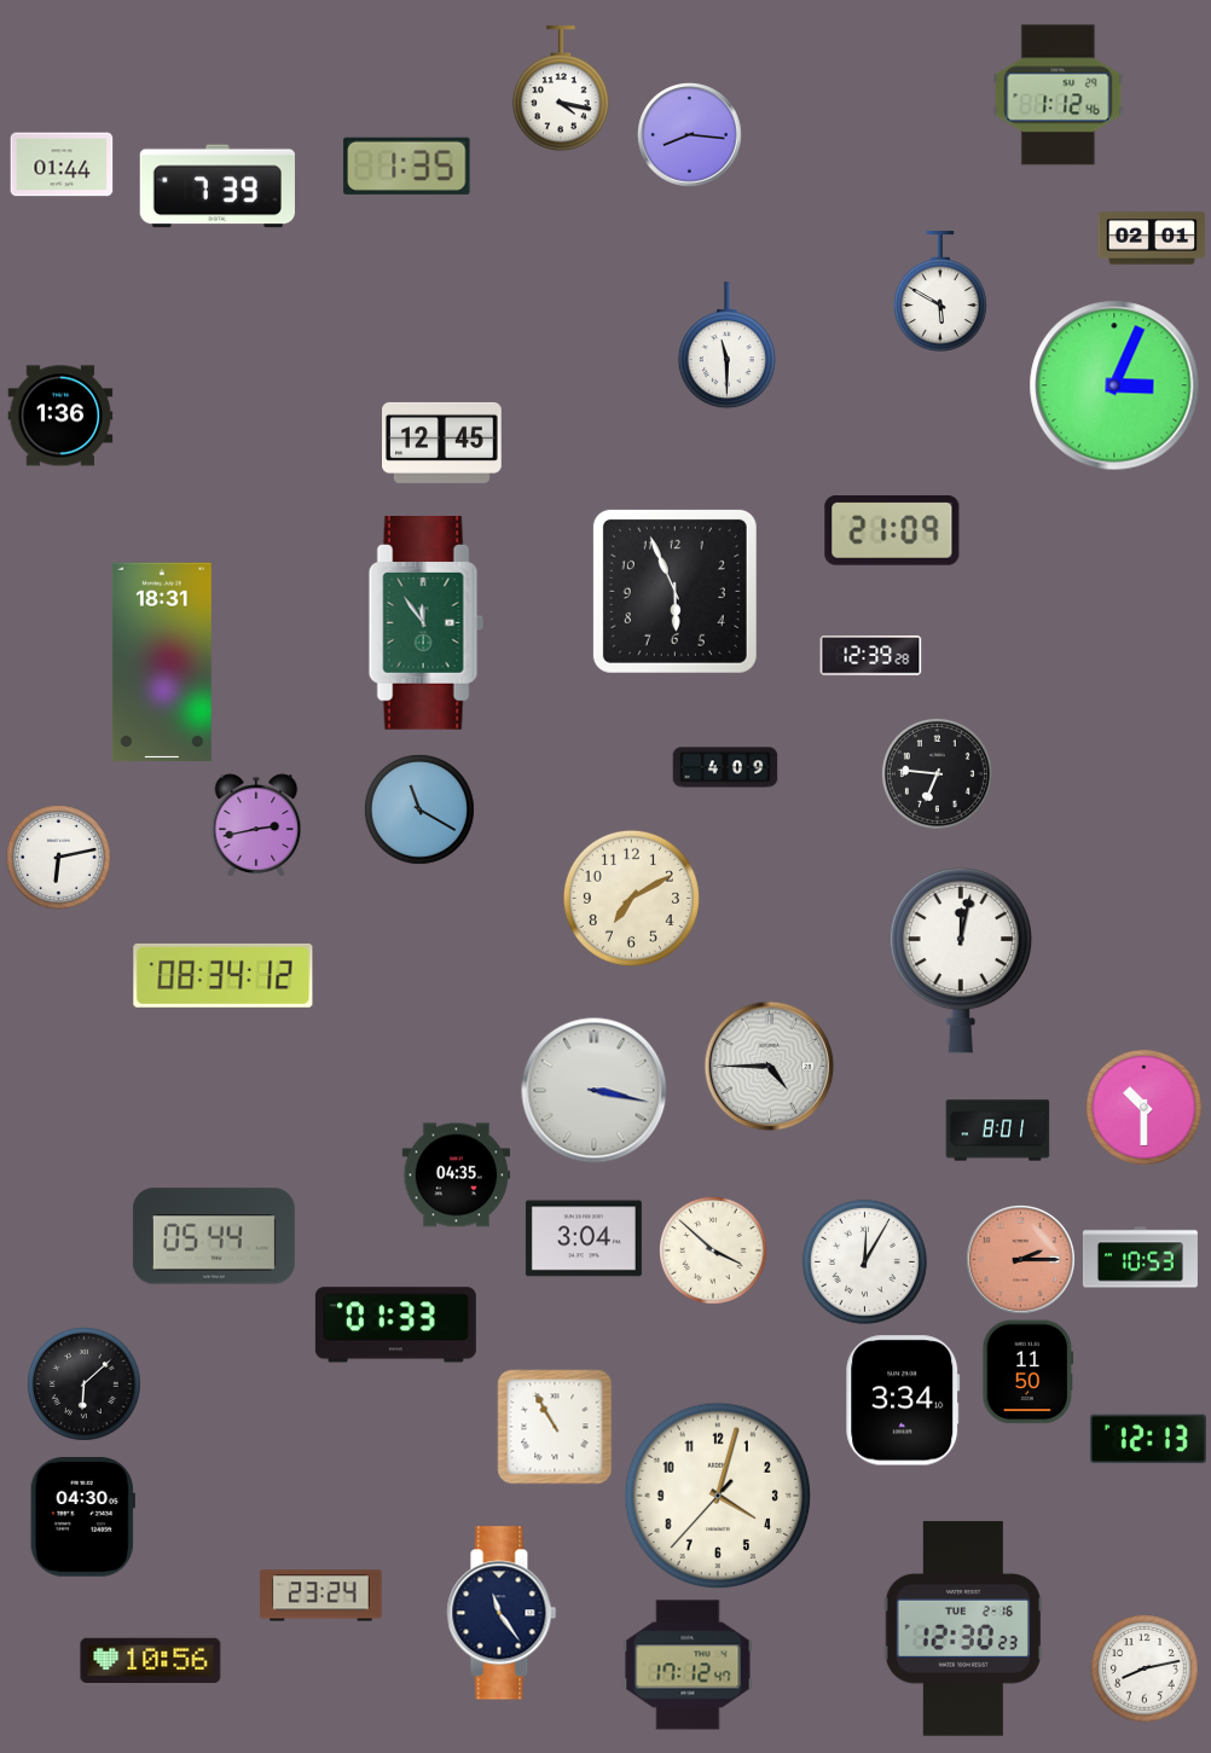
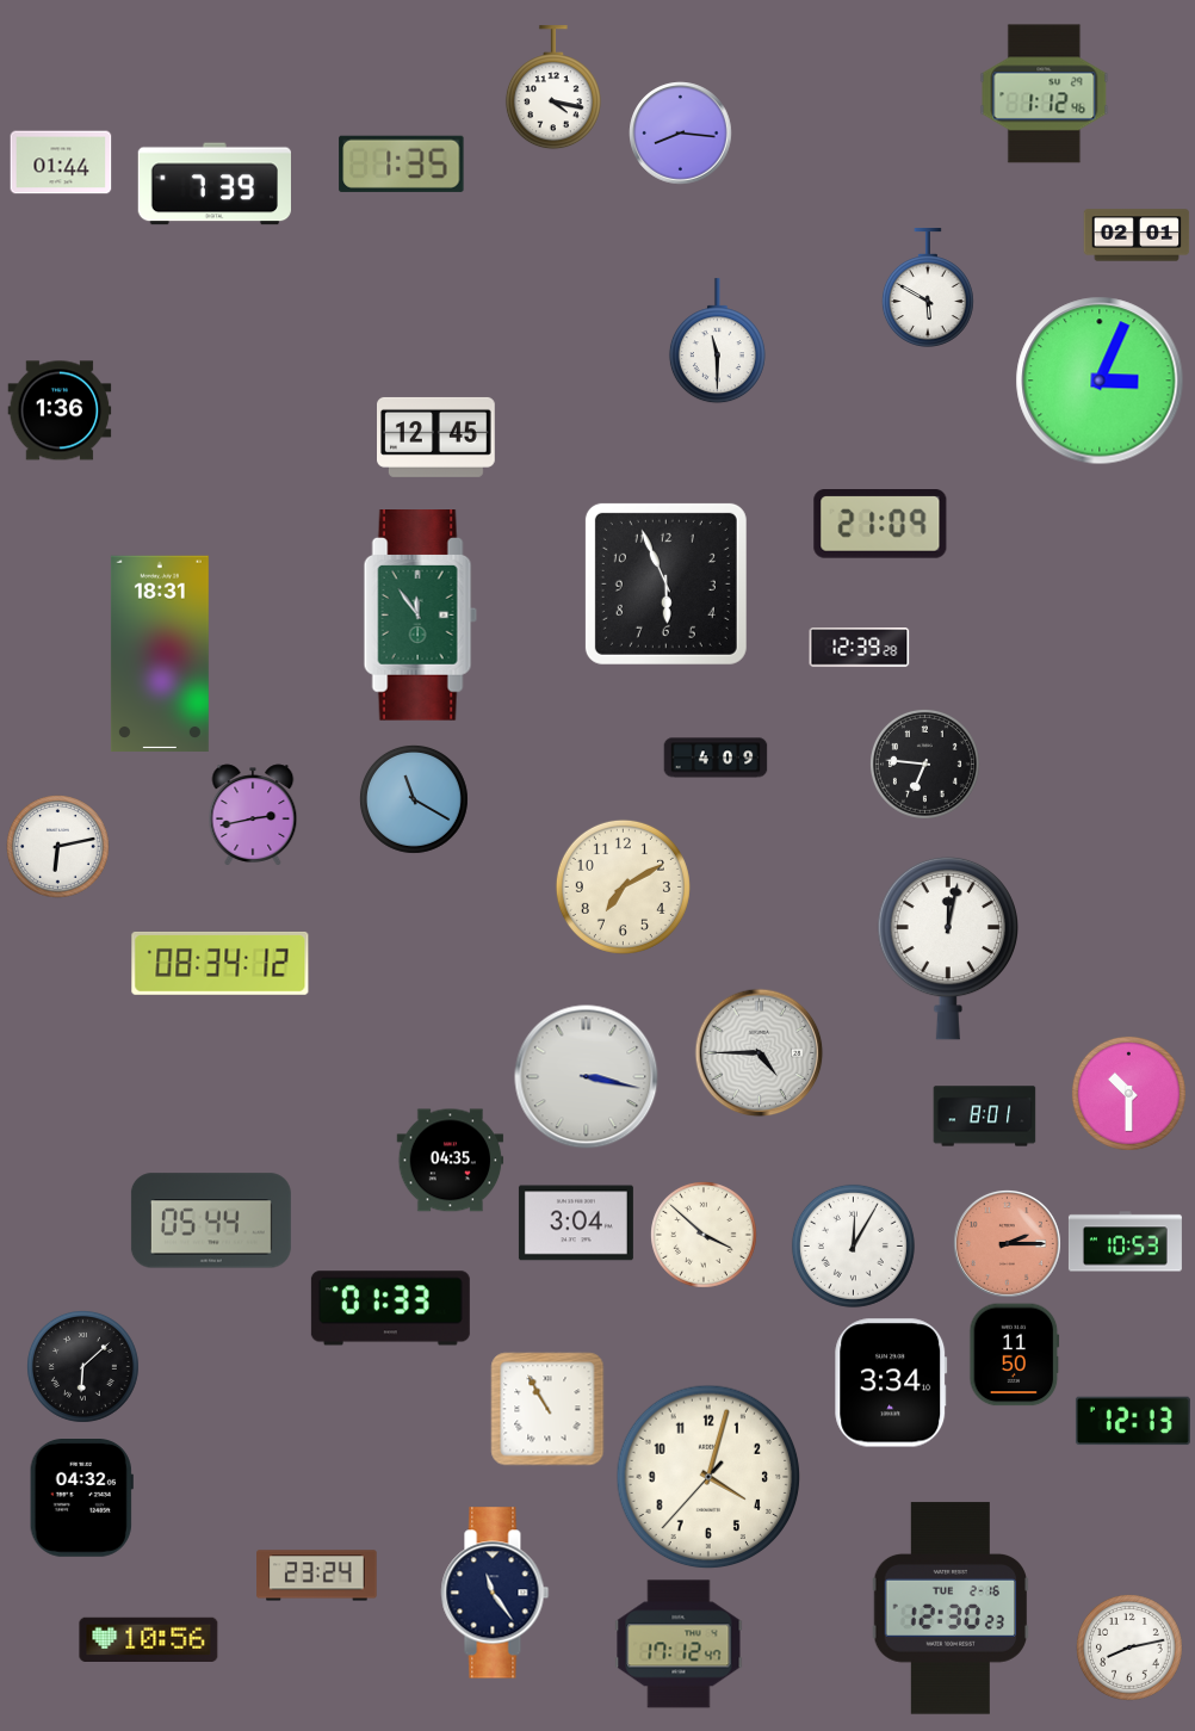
clock at (82, 1517): 04:30 -> 04:32
